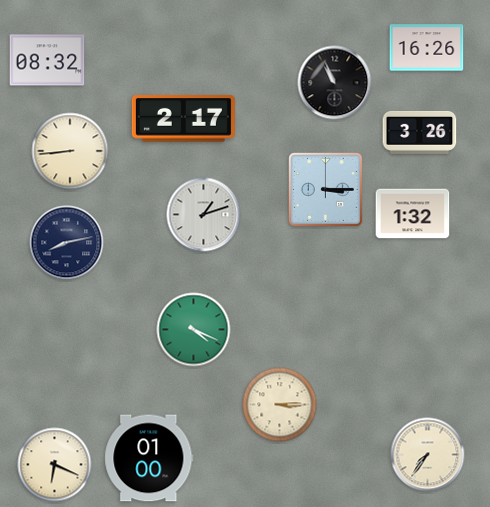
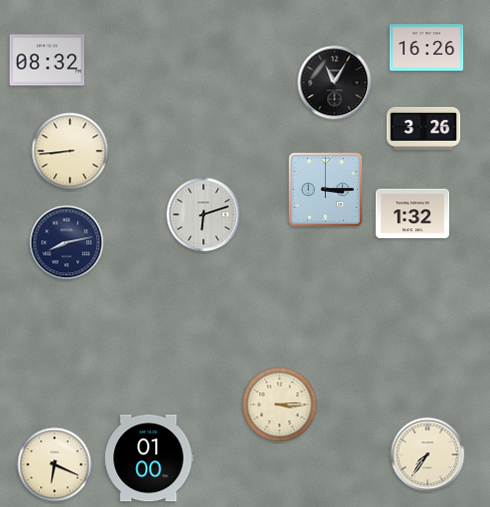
clock at (335, 83): 10:56 -> 11:05
clock at (183, 119): 2:17 -> none
clock at (420, 132) position: (420, 132) -> (424, 128)
clock at (204, 215): 1:12 -> 6:12
clock at (194, 330): 4:19 -> none
